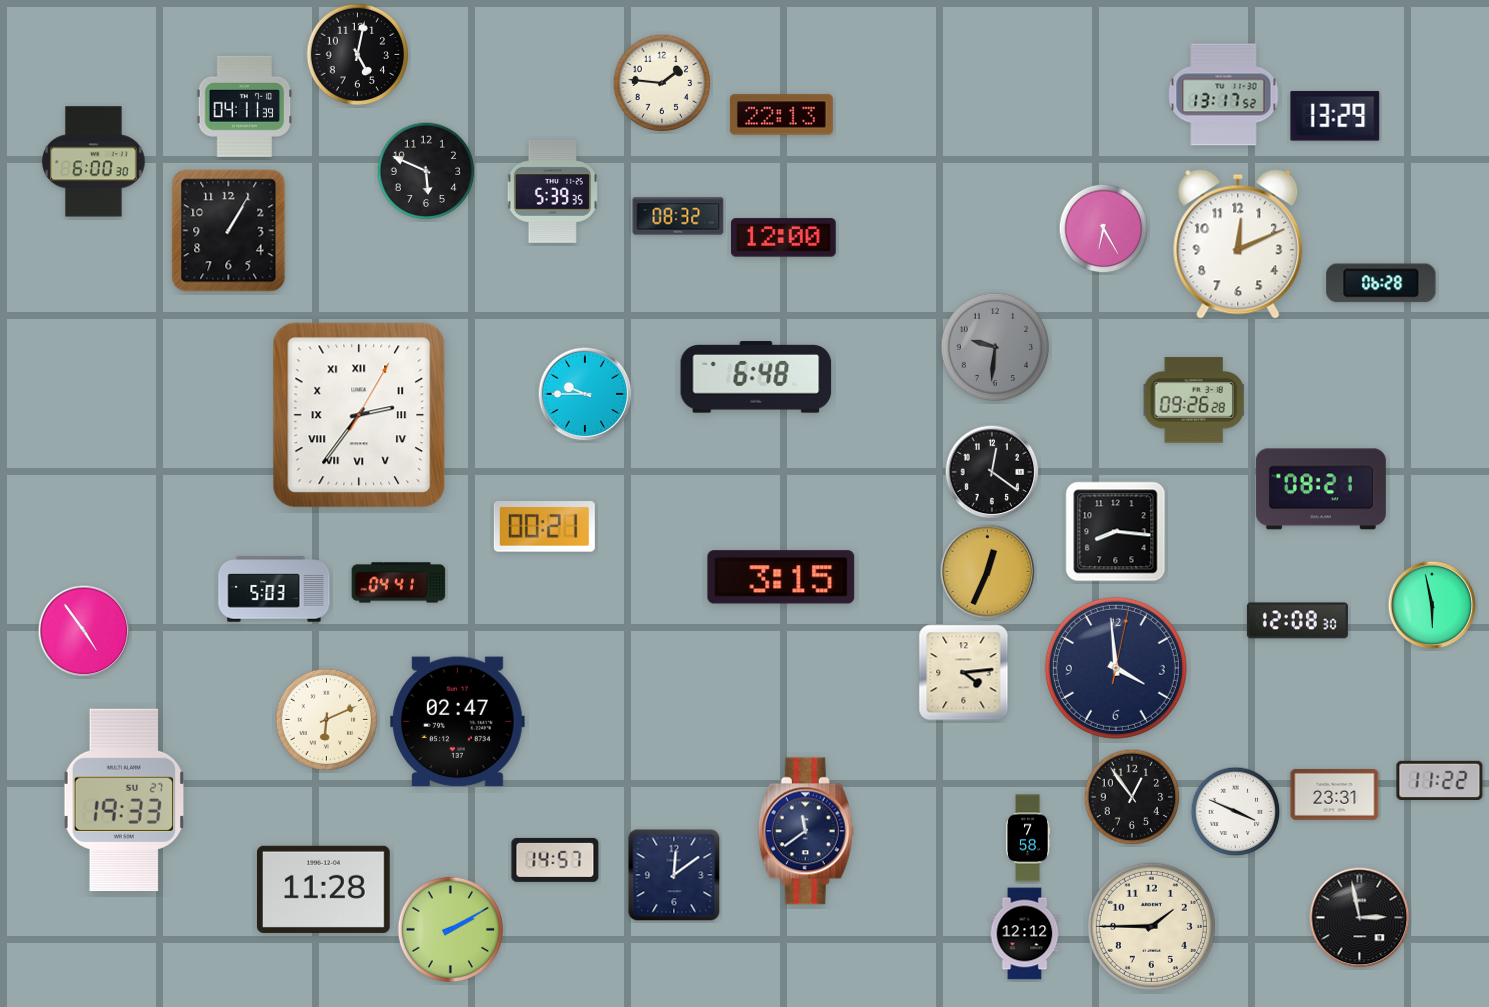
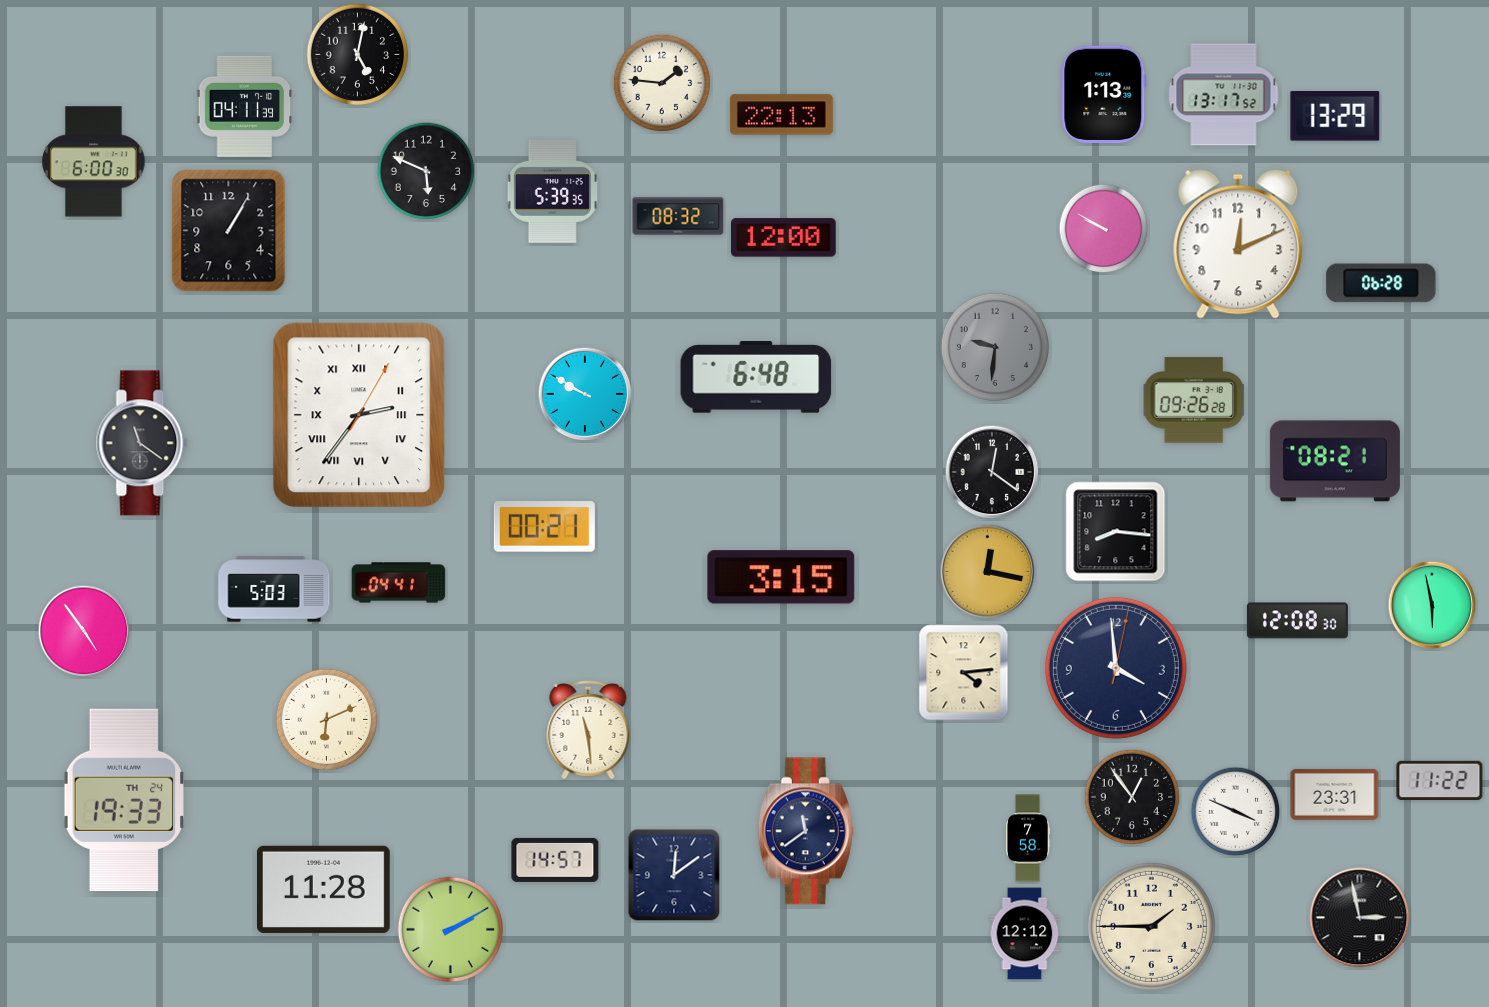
clock at (1104, 94): none -> 1:13
clock at (1104, 229): 6:25 -> 9:50
clock at (585, 394): 9:45 -> 9:50
clock at (142, 443): none -> 11:21
clock at (1321, 489) position: (1321, 489) -> (1335, 461)
clock at (988, 572): 12:34 -> 12:17
clock at (458, 722): 02:47 -> none
clock at (588, 730): none -> 11:29
clock at (123, 799) date: SU 27 -> TH 24
